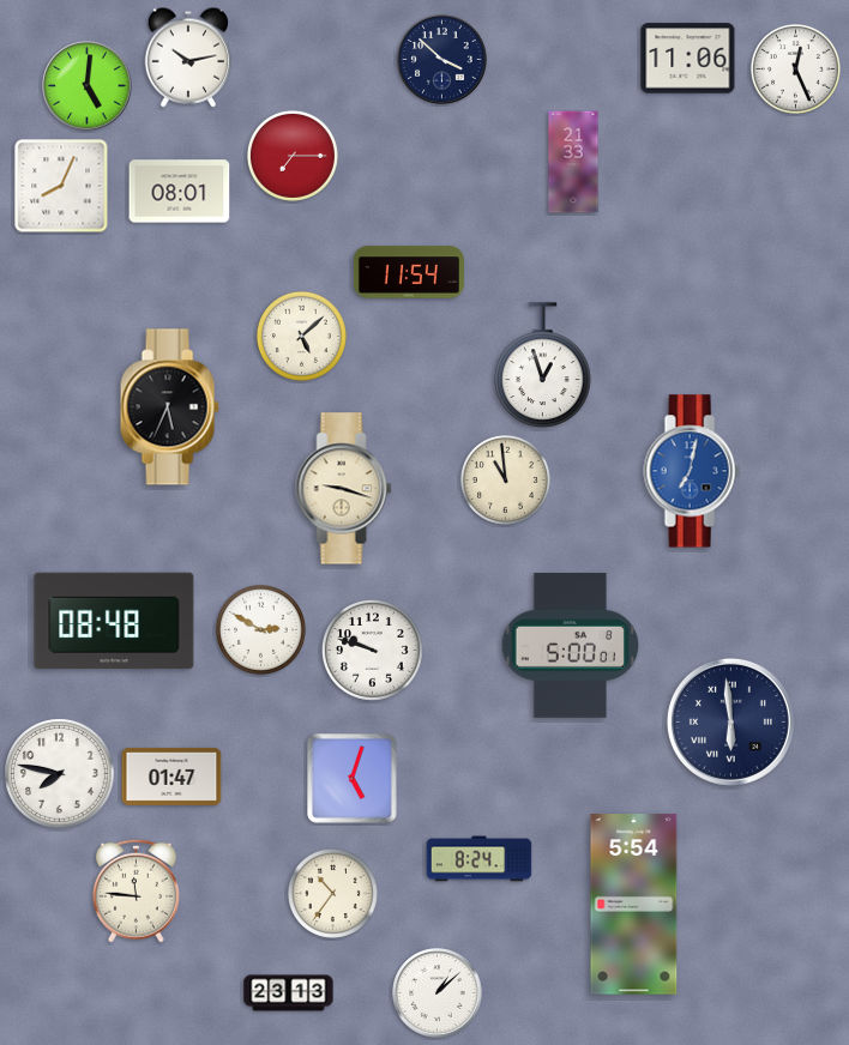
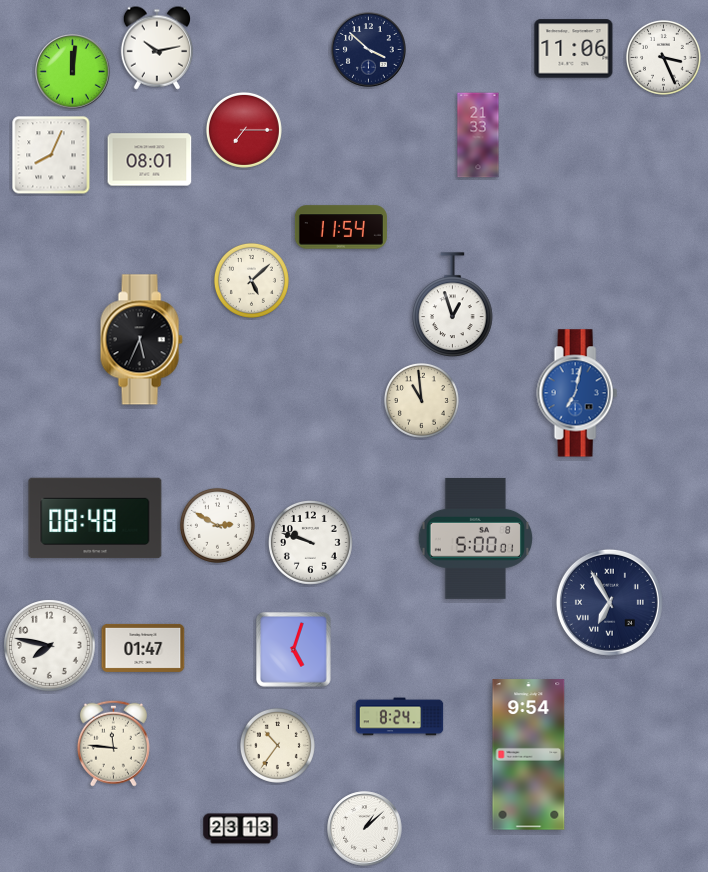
clock at (795, 68): 12:26 -> 3:26
clock at (88, 86): 5:01 -> 12:01
clock at (344, 489): 9:18 -> none
clock at (730, 721): 5:59 -> 6:55
clock at (634, 905): 5:54 -> 9:54
